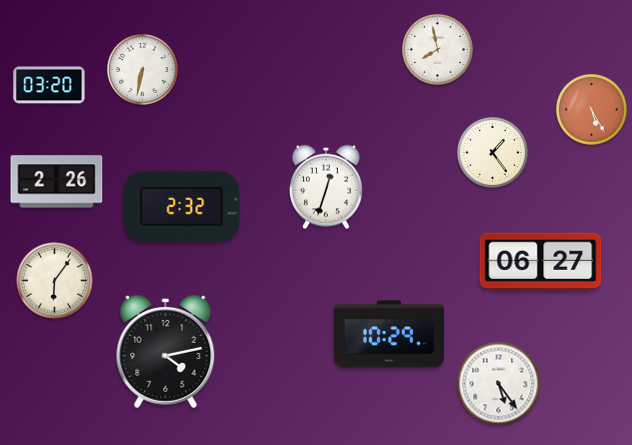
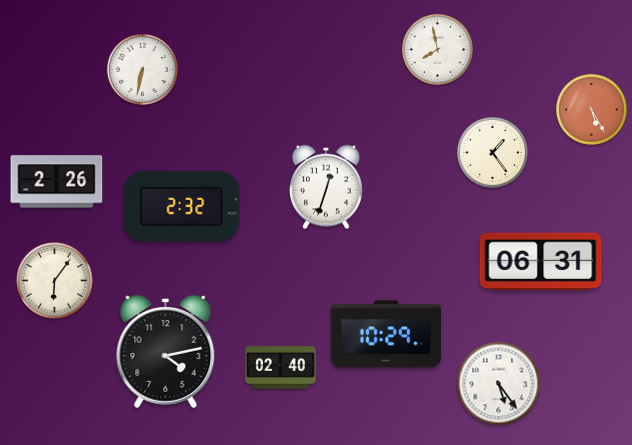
clock at (49, 85): 03:20 -> none
clock at (541, 262): 06:27 -> 06:31
clock at (389, 334) position: (389, 334) -> (386, 334)
clock at (281, 368): none -> 02:40
